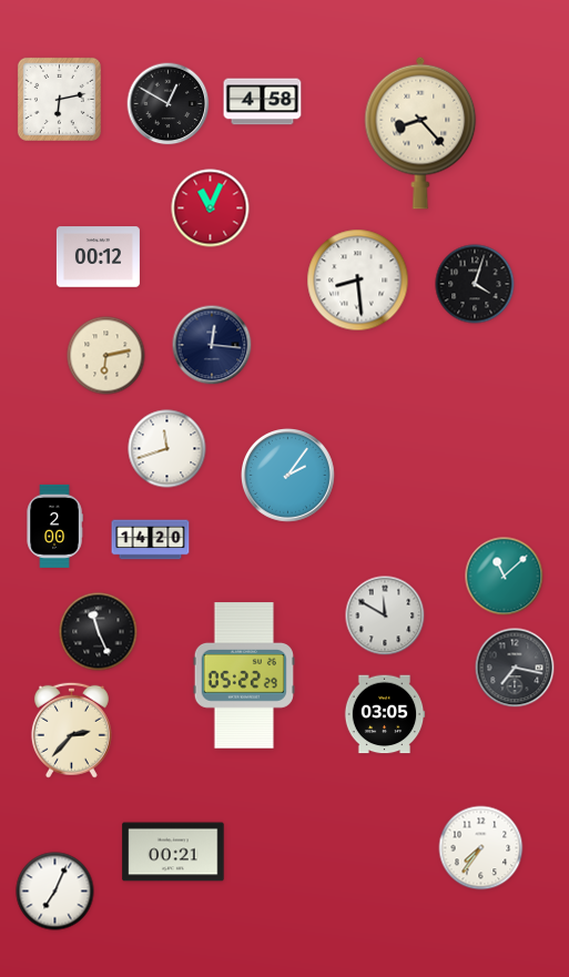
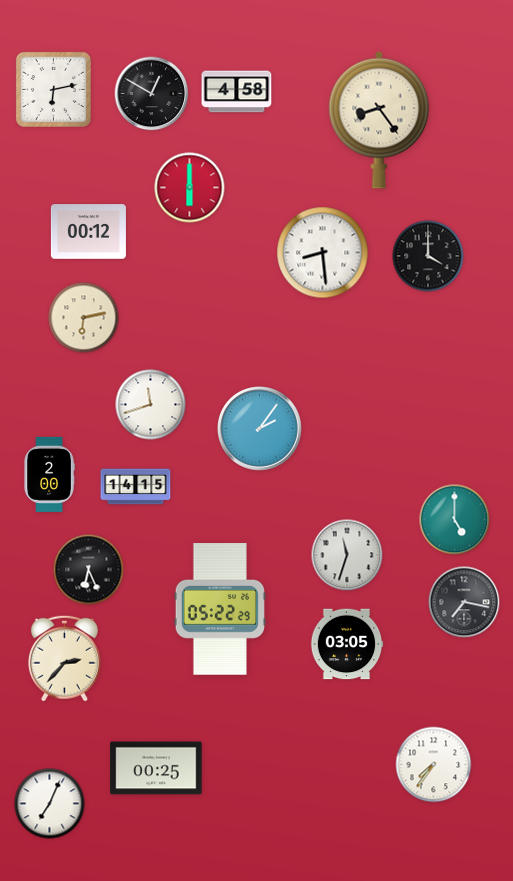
clock at (420, 133): 8:23 -> 8:24
clock at (211, 208): 11:04 -> 6:00
clock at (475, 284): 4:03 -> 4:00
clock at (212, 345): 12:16 -> none
clock at (106, 356) position: (106, 356) -> (84, 318)
clock at (151, 540): 14:20 -> 14:15
clock at (505, 577): 11:08 -> 5:00
clock at (385, 615): 11:50 -> 11:33
clock at (99, 632): 11:26 -> 6:26
clock at (173, 852): 00:21 -> 00:25
